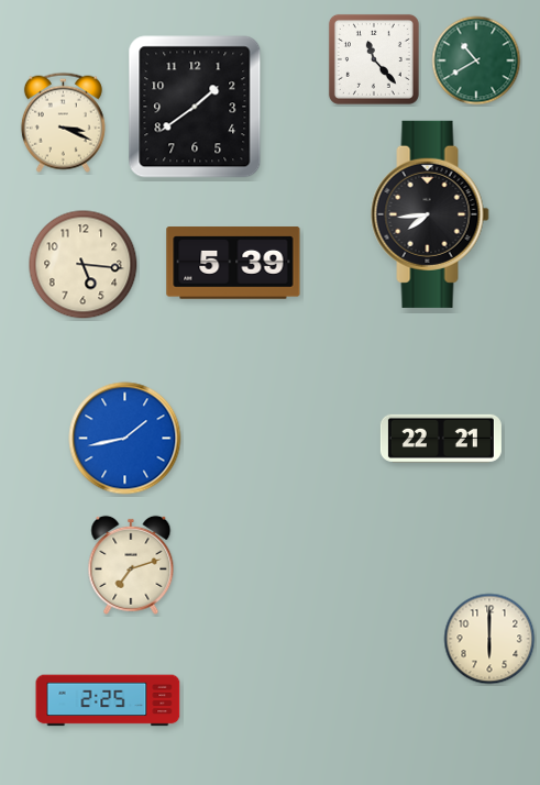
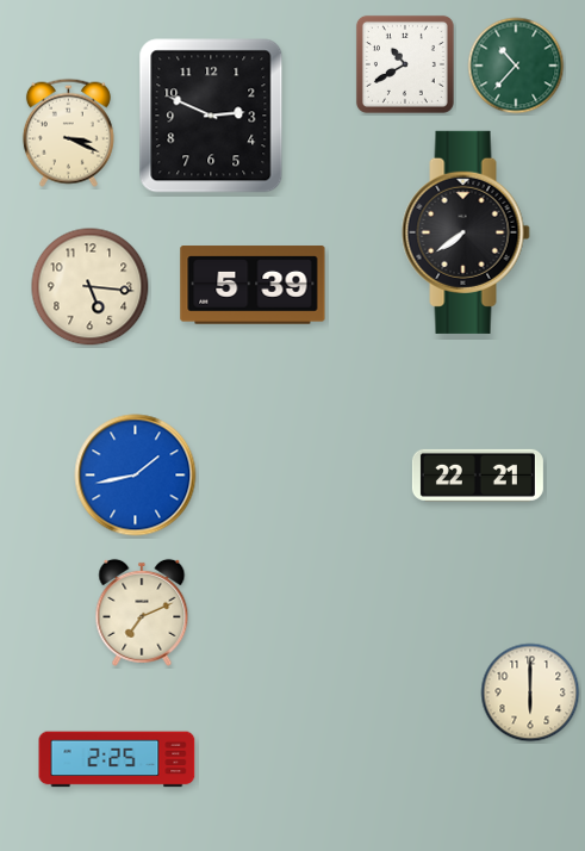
clock at (374, 59): 11:23 -> 10:40
clock at (476, 60): 10:40 -> 10:37
clock at (195, 107): 1:39 -> 2:49
clock at (430, 214): 7:44 -> 7:39
clock at (131, 565): 7:12 -> 7:11
